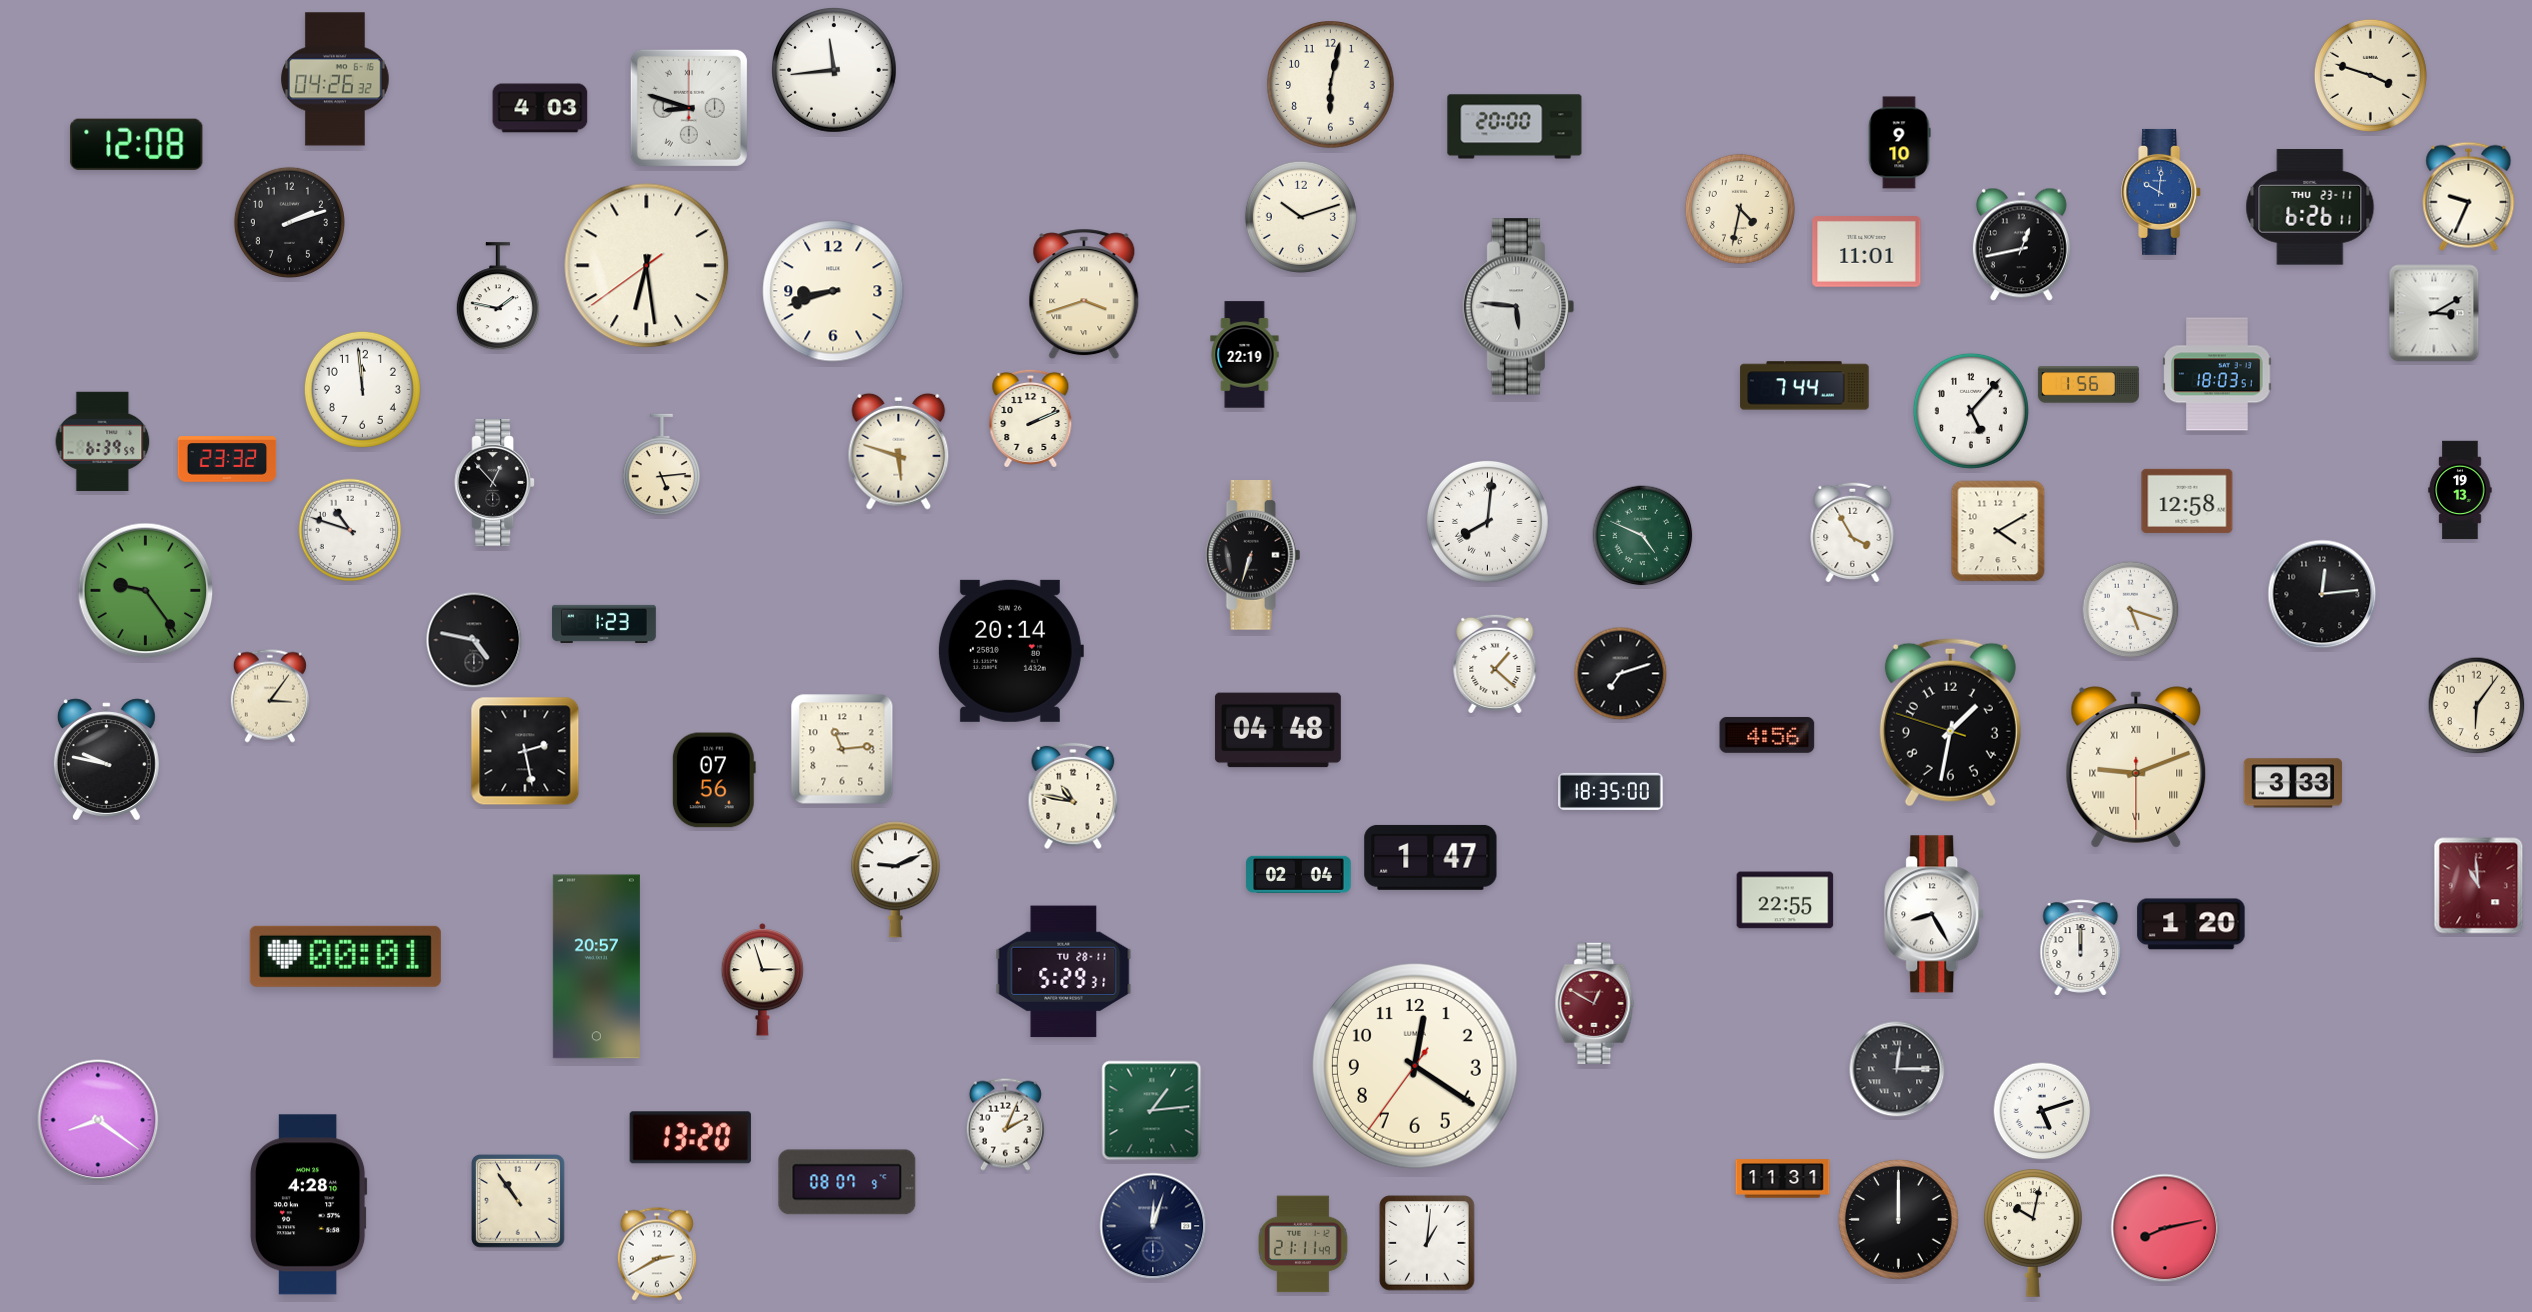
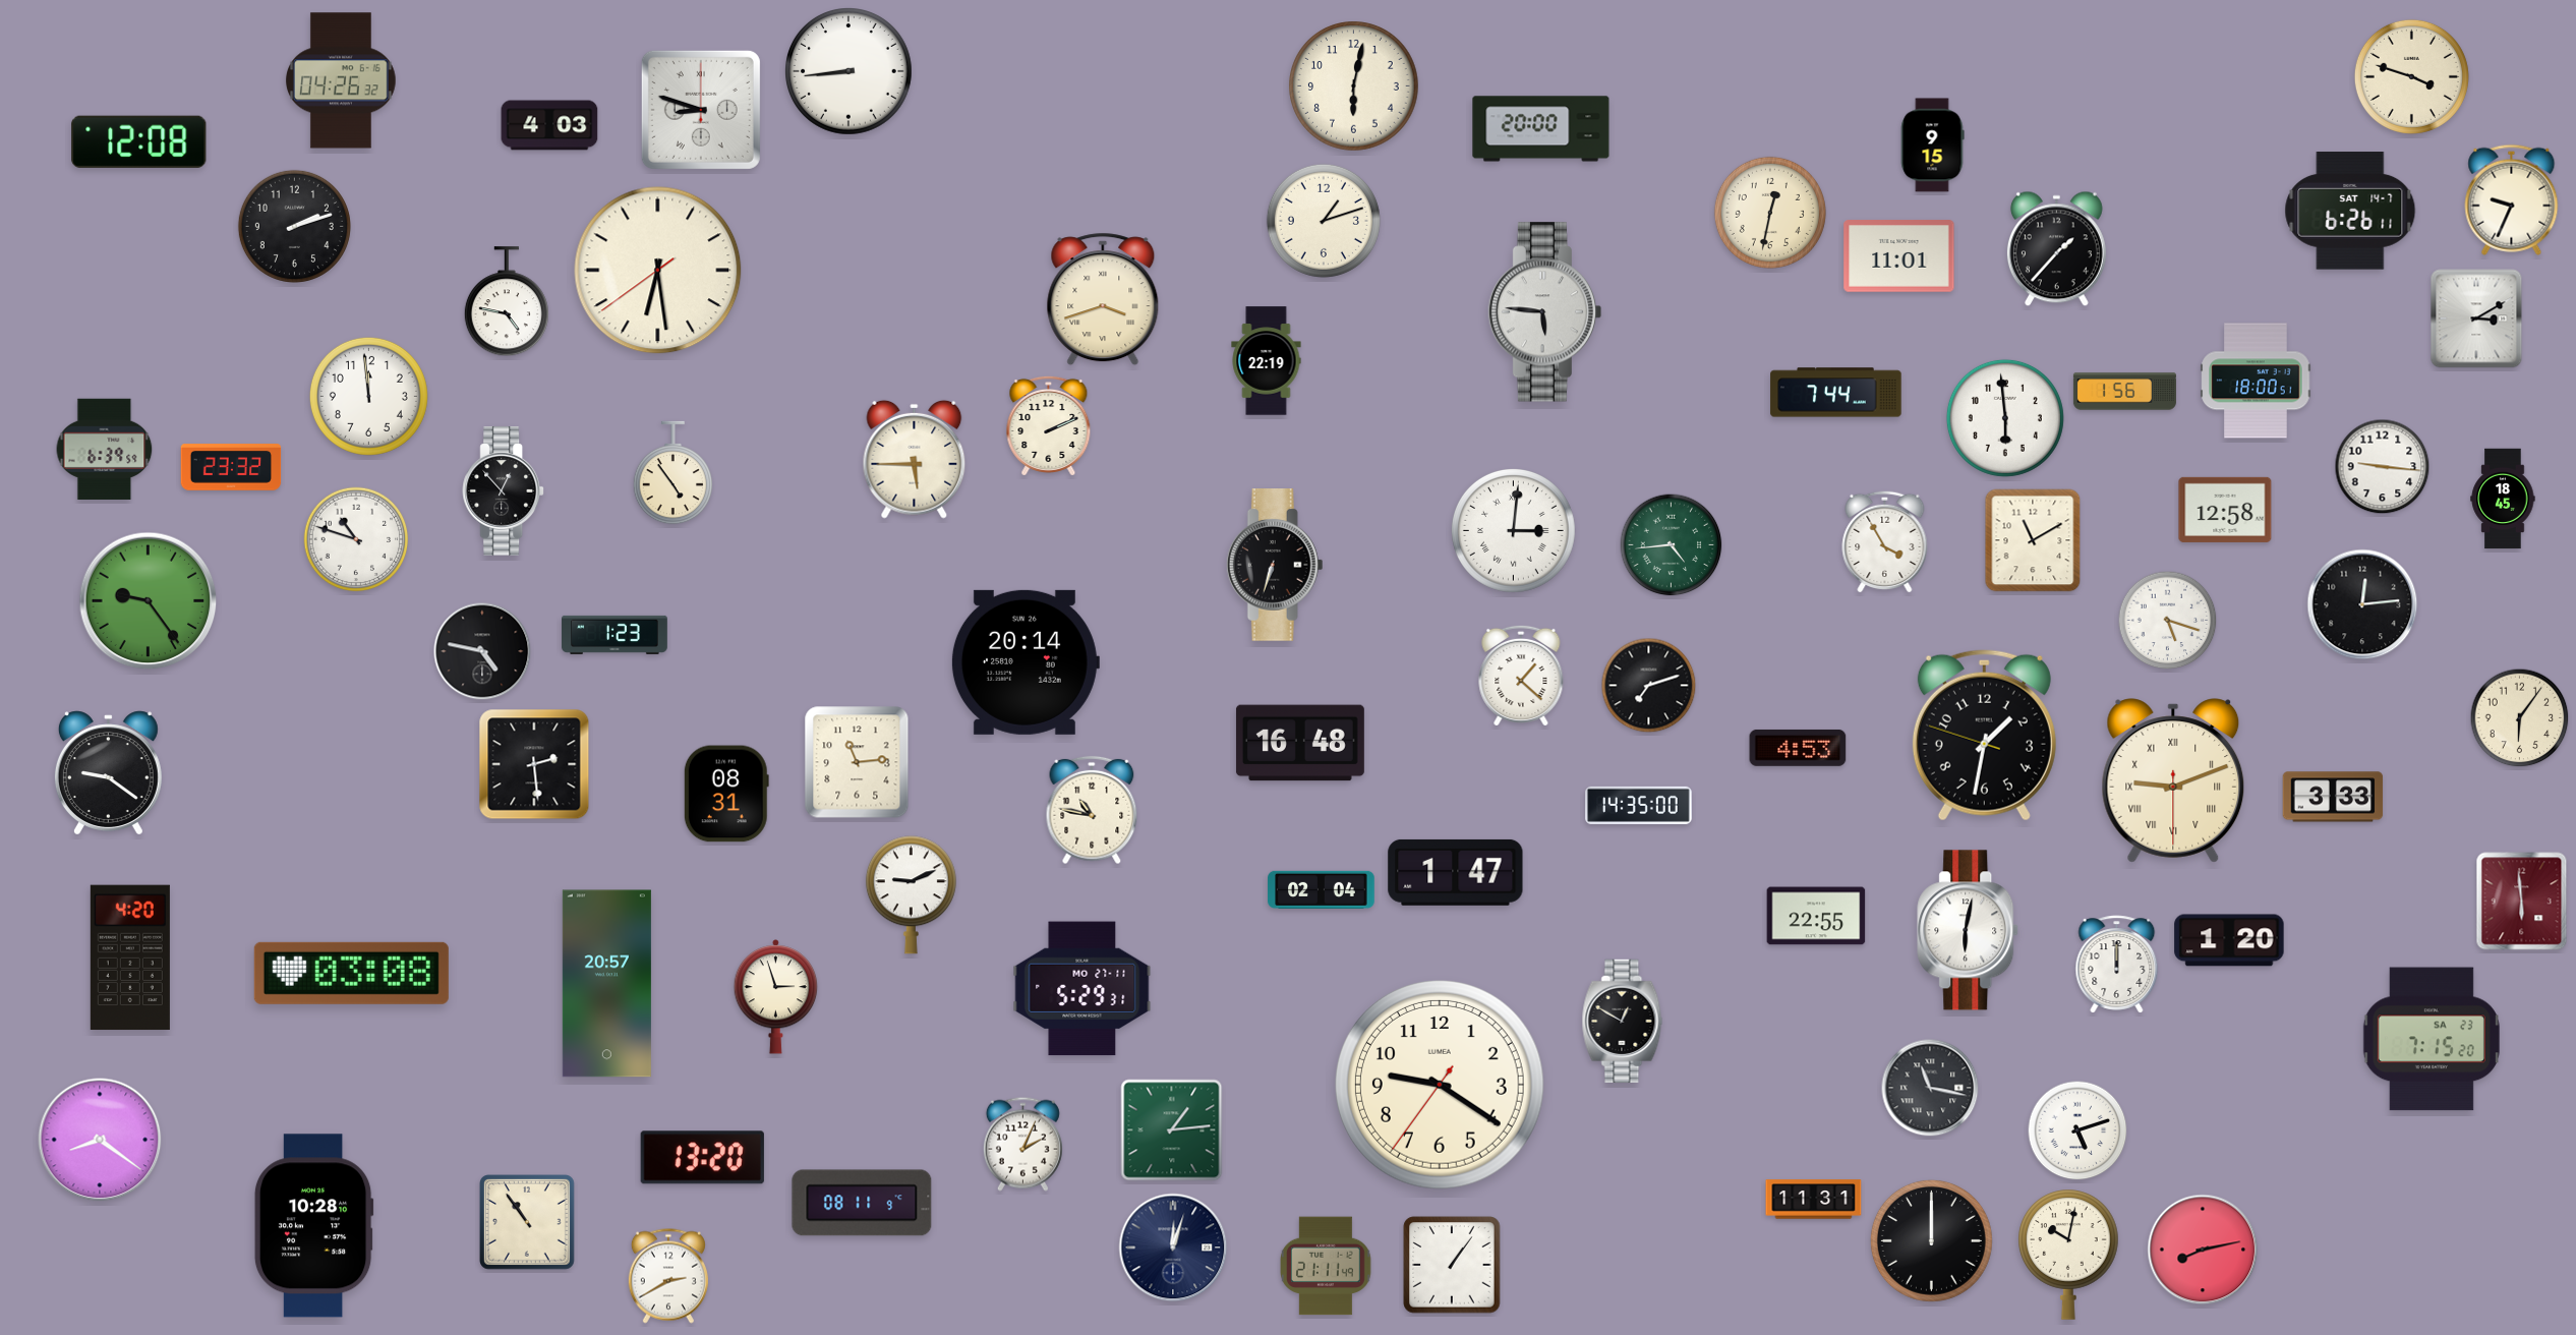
clock at (835, 71): 11:44 -> 8:44
clock at (540, 108) position: (540, 108) -> (549, 125)
clock at (1899, 143): 9:10 -> 9:15
clock at (137, 144) position: (137, 144) -> (139, 141)
clock at (2162, 192): 10:01 -> none
clock at (2310, 207) date: THU 23-11 -> SAT 14-7
clock at (1740, 209): 4:32 -> 12:32
clock at (1301, 217): 10:12 -> 1:12
clock at (2021, 245): 12:43 -> 1:37
clock at (833, 291): 8:42 -> none
clock at (498, 297): 1:47 -> 4:47
clock at (2217, 374): 18:03 -> 18:00
clock at (1971, 411): 5:07 -> 5:59
clock at (899, 451): 5:48 -> 5:45
clock at (2383, 467): none -> 9:16
clock at (662, 465): 5:14 -> 4:54
clock at (2460, 490): 19:13 -> 18:45
clock at (1487, 521): 8:01 -> 3:01
clock at (1998, 531): 4:10 -> 11:10
clock at (1643, 536): 4:49 -> 4:44
clock at (1010, 651) position: (1010, 651) -> (1024, 662)
clock at (270, 696): 3:06 -> none
clock at (1278, 730): 04:48 -> 16:48
clock at (1767, 735): 4:56 -> 4:53
clock at (525, 751): 2:28 -> 2:29
clock at (106, 760): 9:47 -> 9:21
clock at (714, 780): 07:56 -> 08:31
clock at (1611, 791): 18:35 -> 14:35
clock at (2479, 886): 10:59 -> 5:59
clock at (1935, 914): 8:25 -> 6:02
clock at (130, 957): none -> 4:20
clock at (345, 956): 00:01 -> 03:08
clock at (1064, 972) date: TU 28-11 -> MO 27-11
clock at (1595, 1003) dial: burgundy -> black
clock at (2432, 1039): none -> 7:15
clock at (1415, 1066): 12:20 -> 9:20
clock at (1897, 1069): 12:15 -> 11:17
clock at (847, 1182): 08:07 -> 08:11
clock at (308, 1205): 4:28 -> 10:28
clock at (1427, 1243): 1:01 -> 1:06
